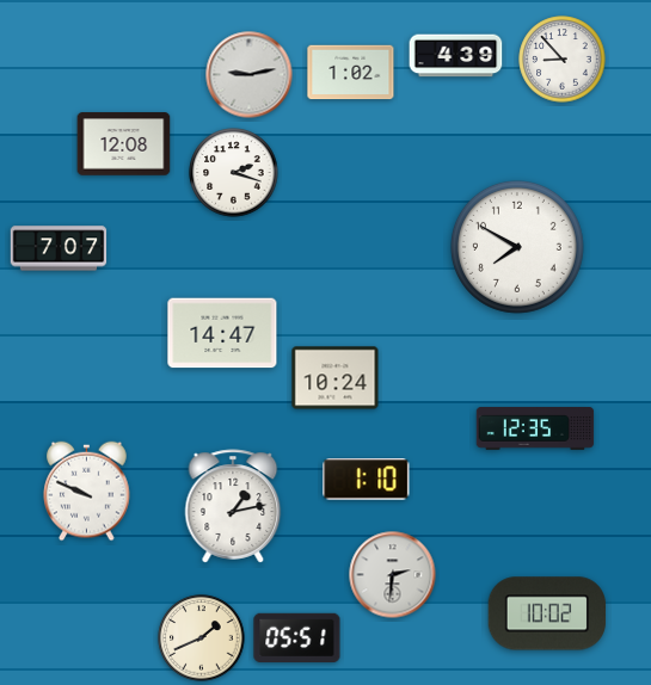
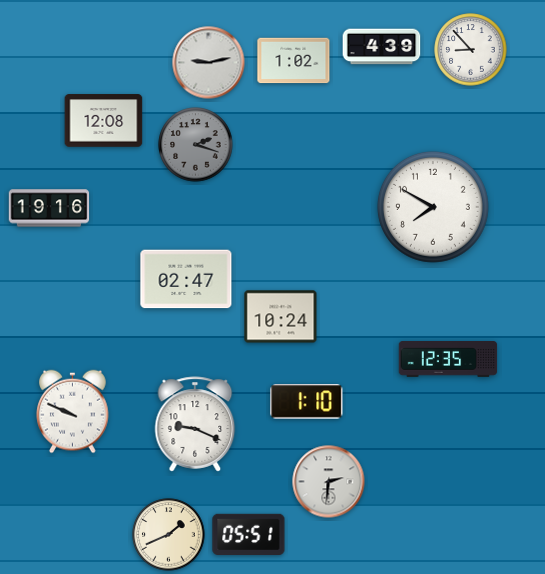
clock at (234, 173) dial: white -> grey
clock at (59, 248): 7:07 -> 19:16
clock at (222, 333): 14:47 -> 02:47
clock at (233, 506): 1:13 -> 9:19
clock at (547, 613): 10:02 -> none
